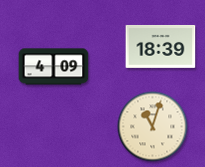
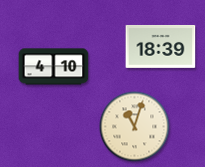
clock at (54, 67): 4:09 -> 4:10
clock at (153, 127) position: (153, 127) -> (135, 127)
